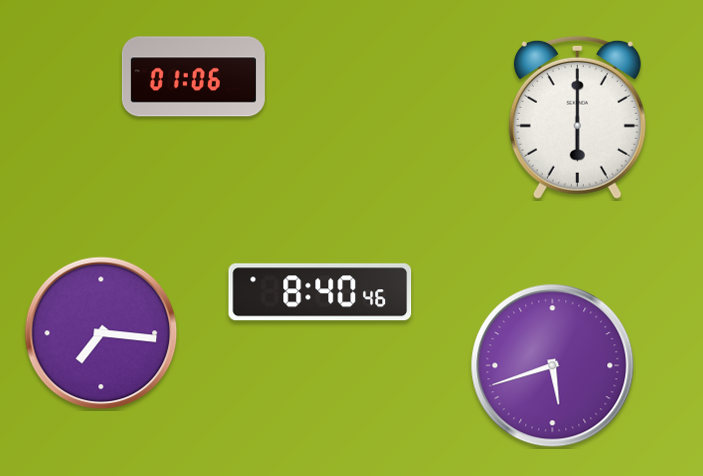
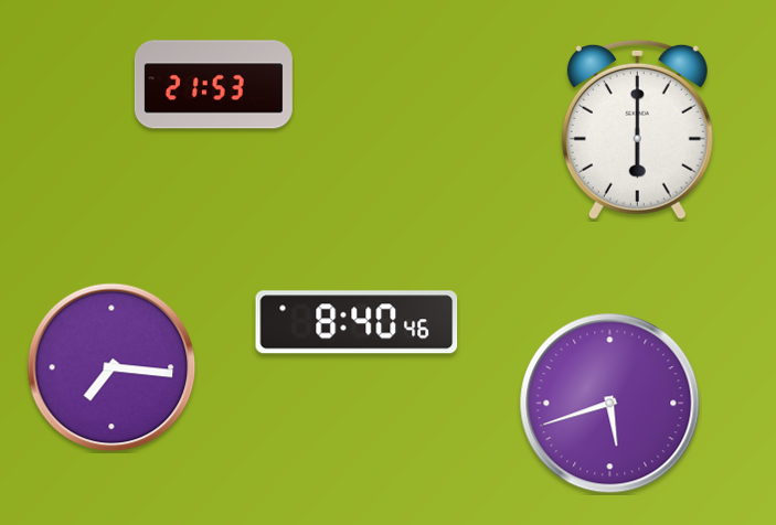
clock at (193, 77): 01:06 -> 21:53
clock at (320, 292) position: (320, 292) -> (357, 322)
